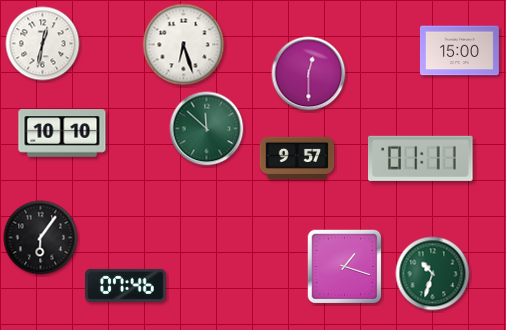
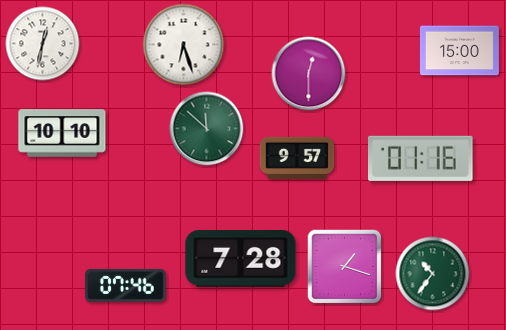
clock at (421, 158): 01:11 -> 01:16
clock at (41, 238): 6:06 -> none
clock at (241, 259): none -> 7:28
clock at (433, 274): 10:33 -> 10:36
